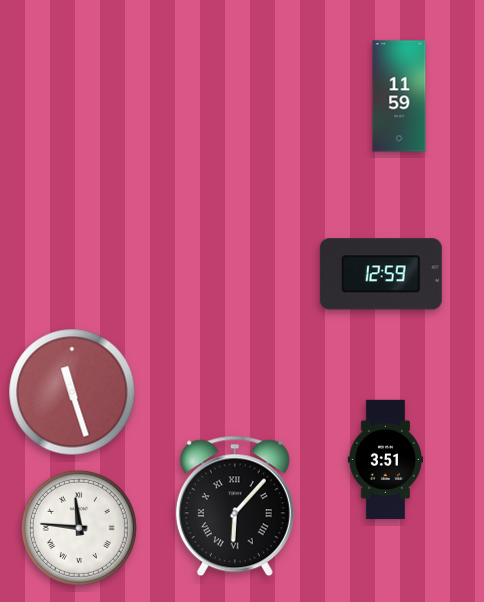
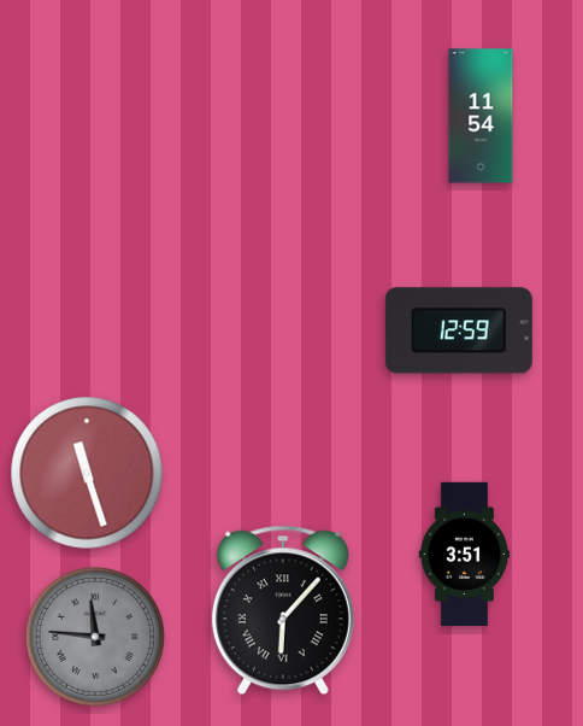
clock at (399, 96): 11:59 -> 11:54
clock at (79, 528) dial: white -> grey
